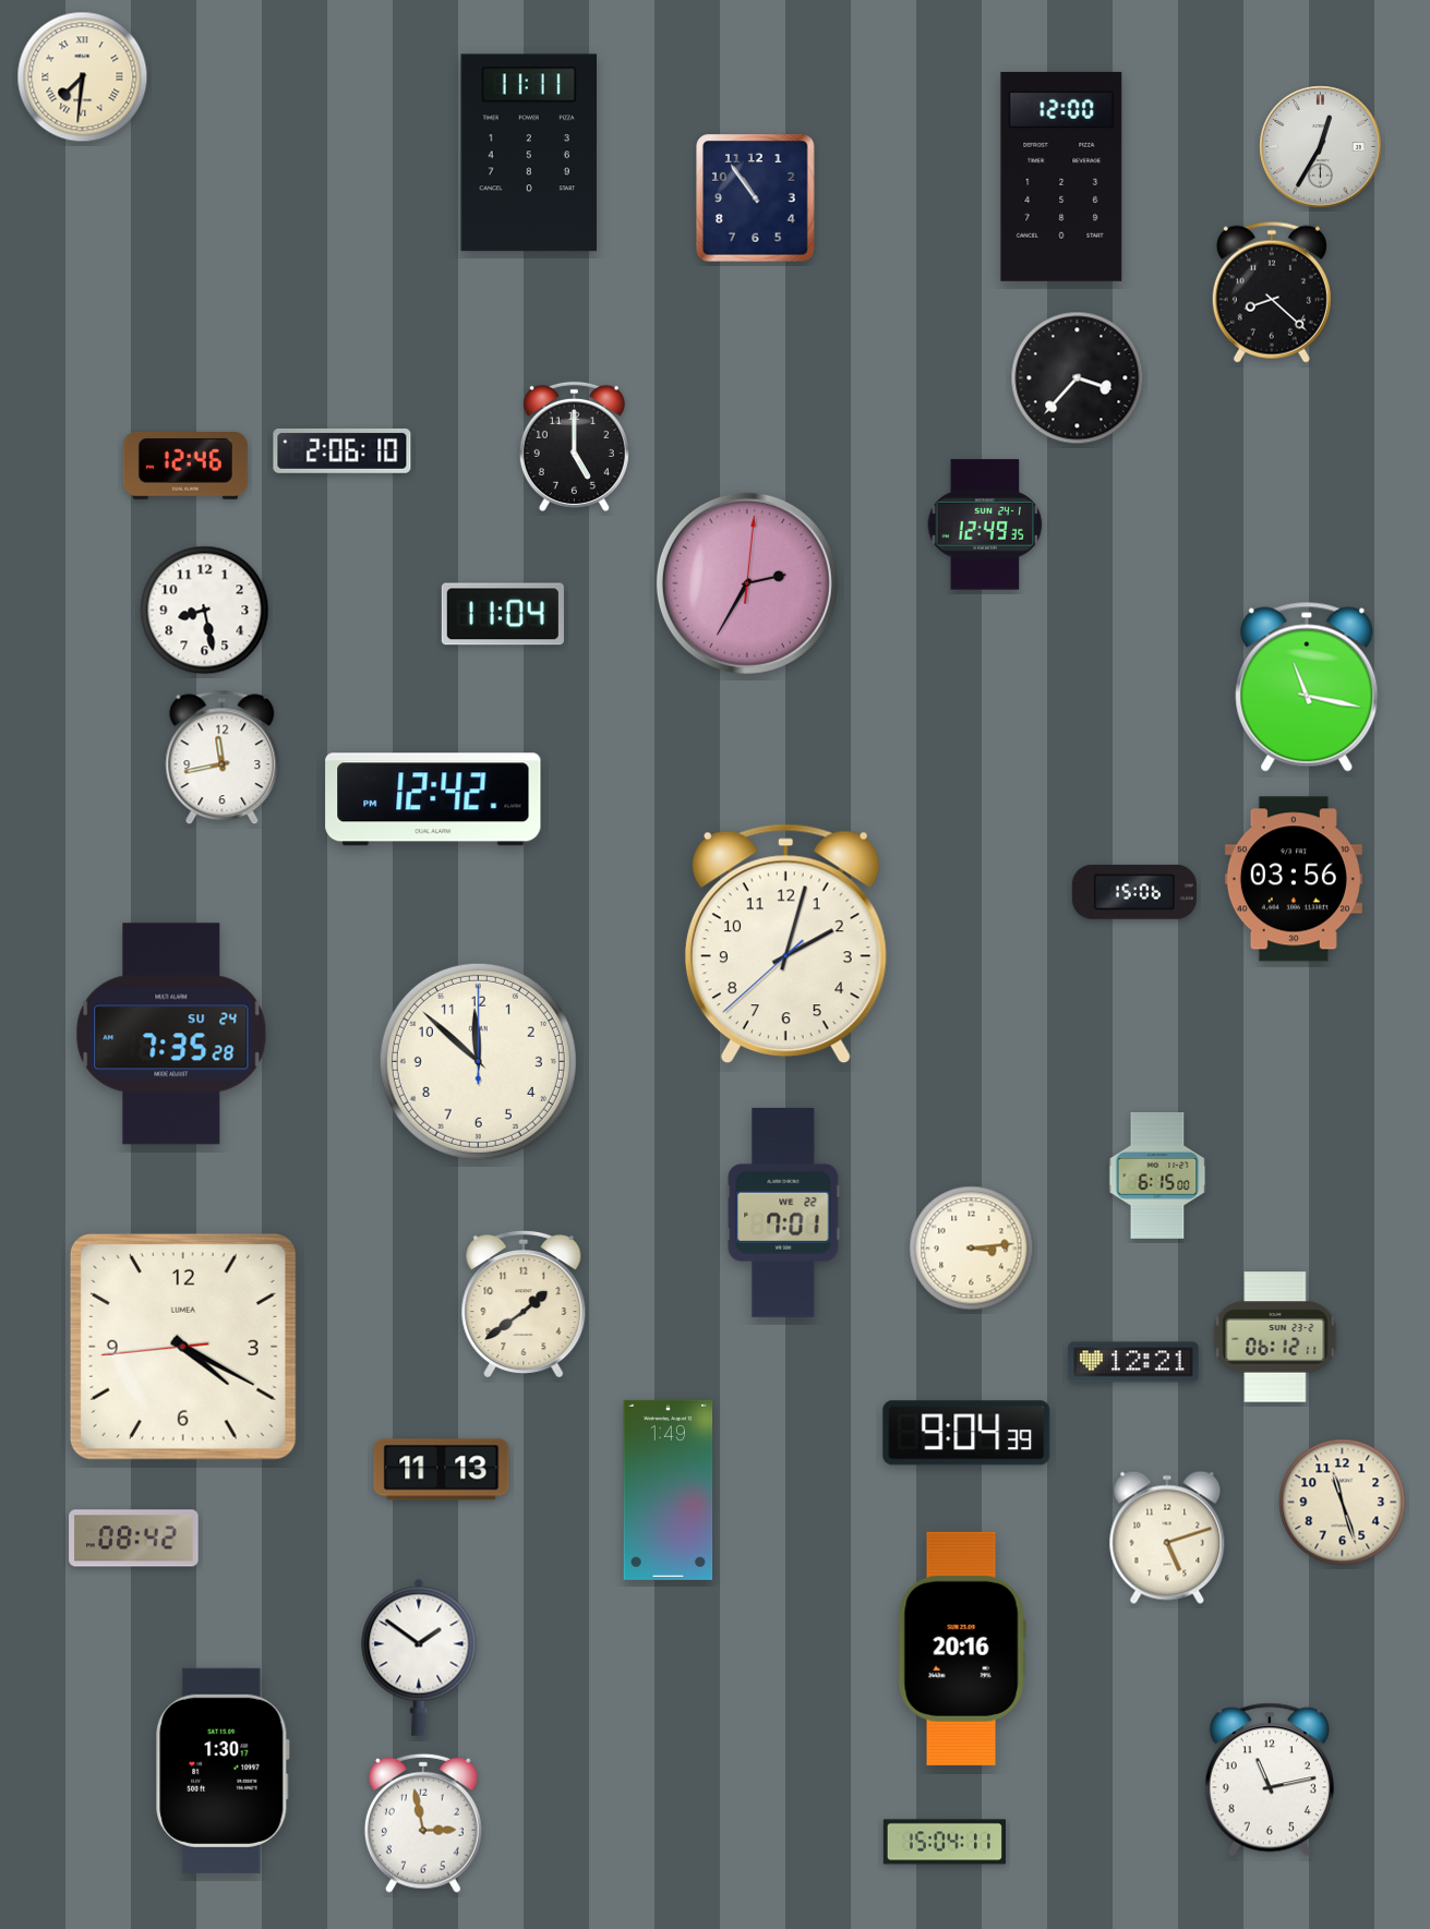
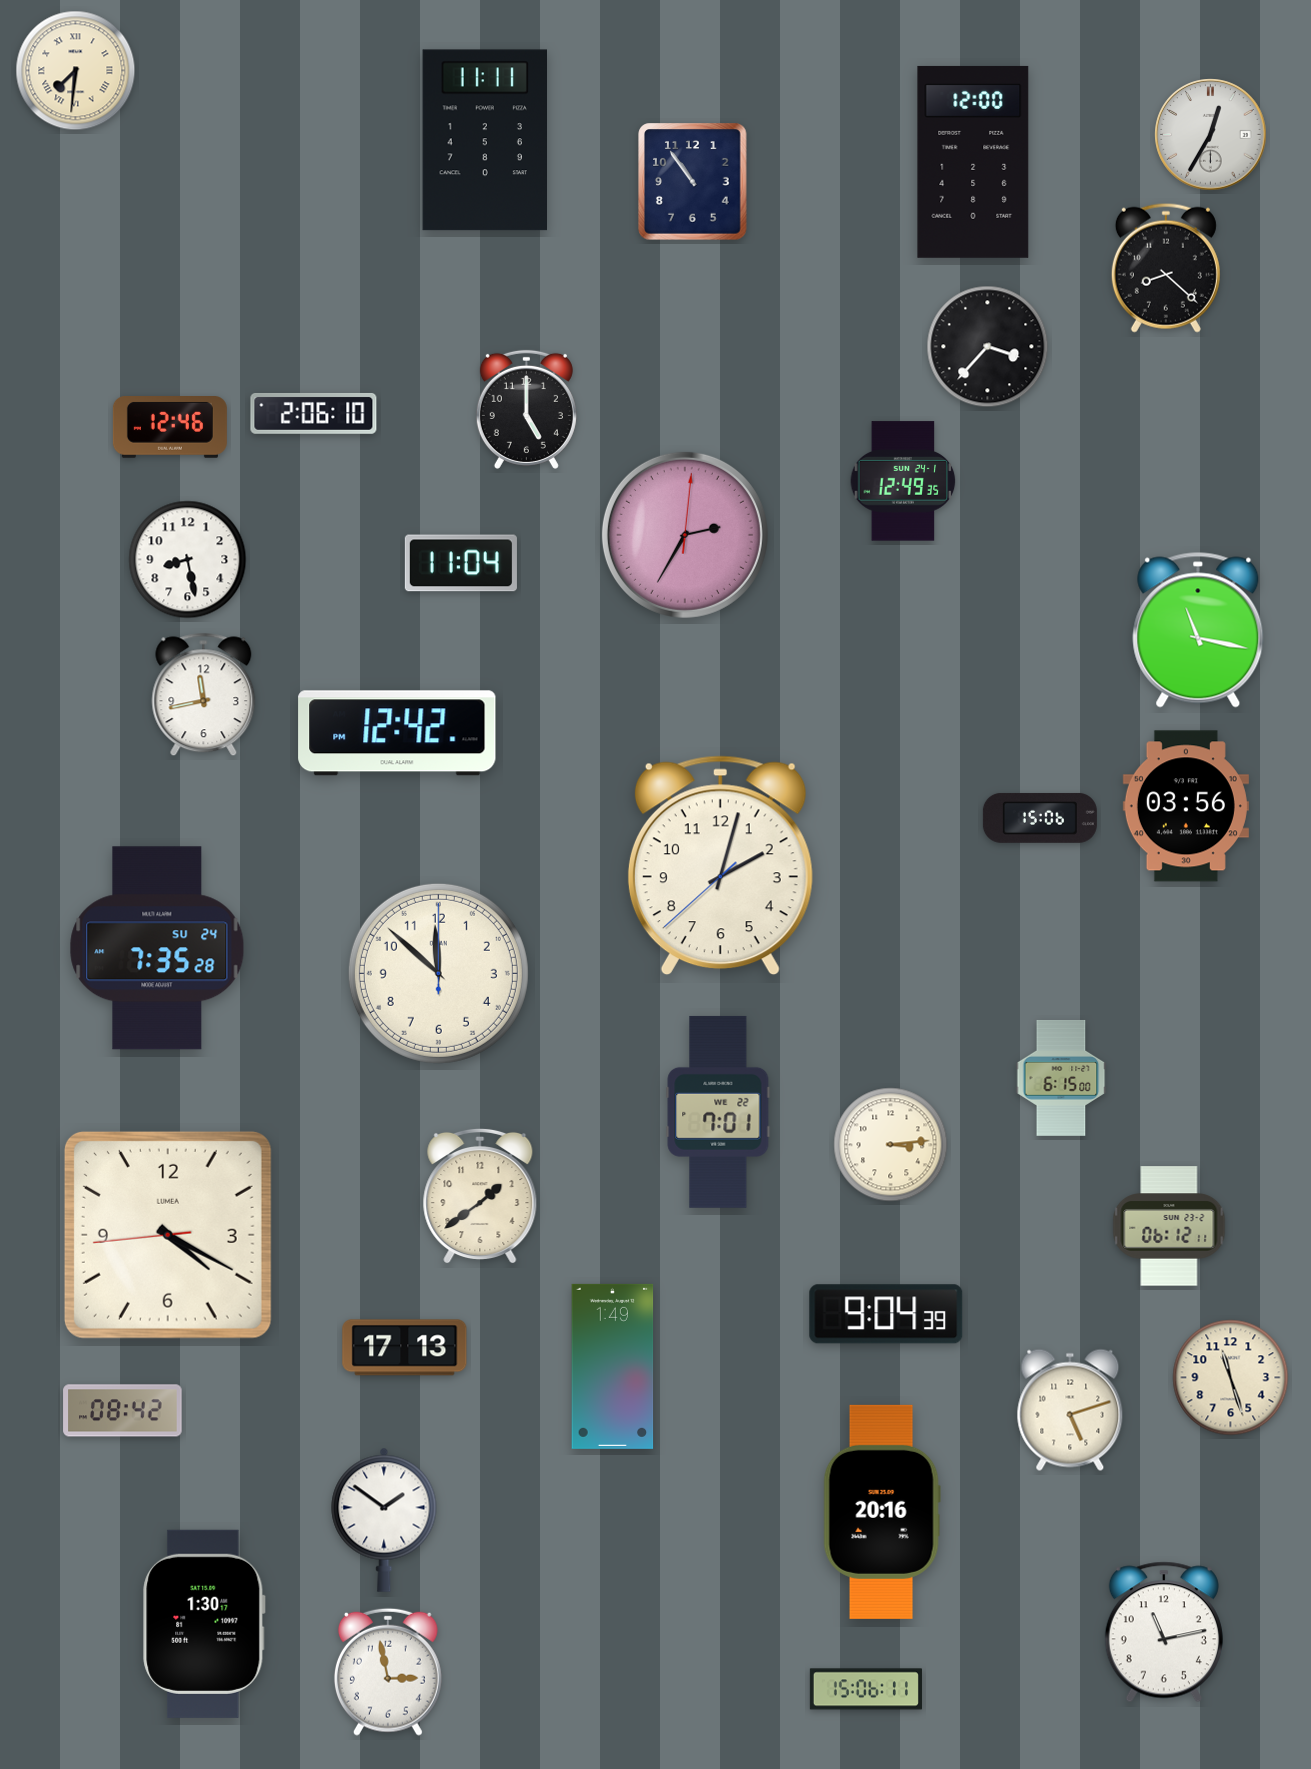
clock at (1133, 1362): 12:21 -> none
clock at (442, 1470): 11:13 -> 17:13
clock at (945, 1842): 15:04 -> 15:06
